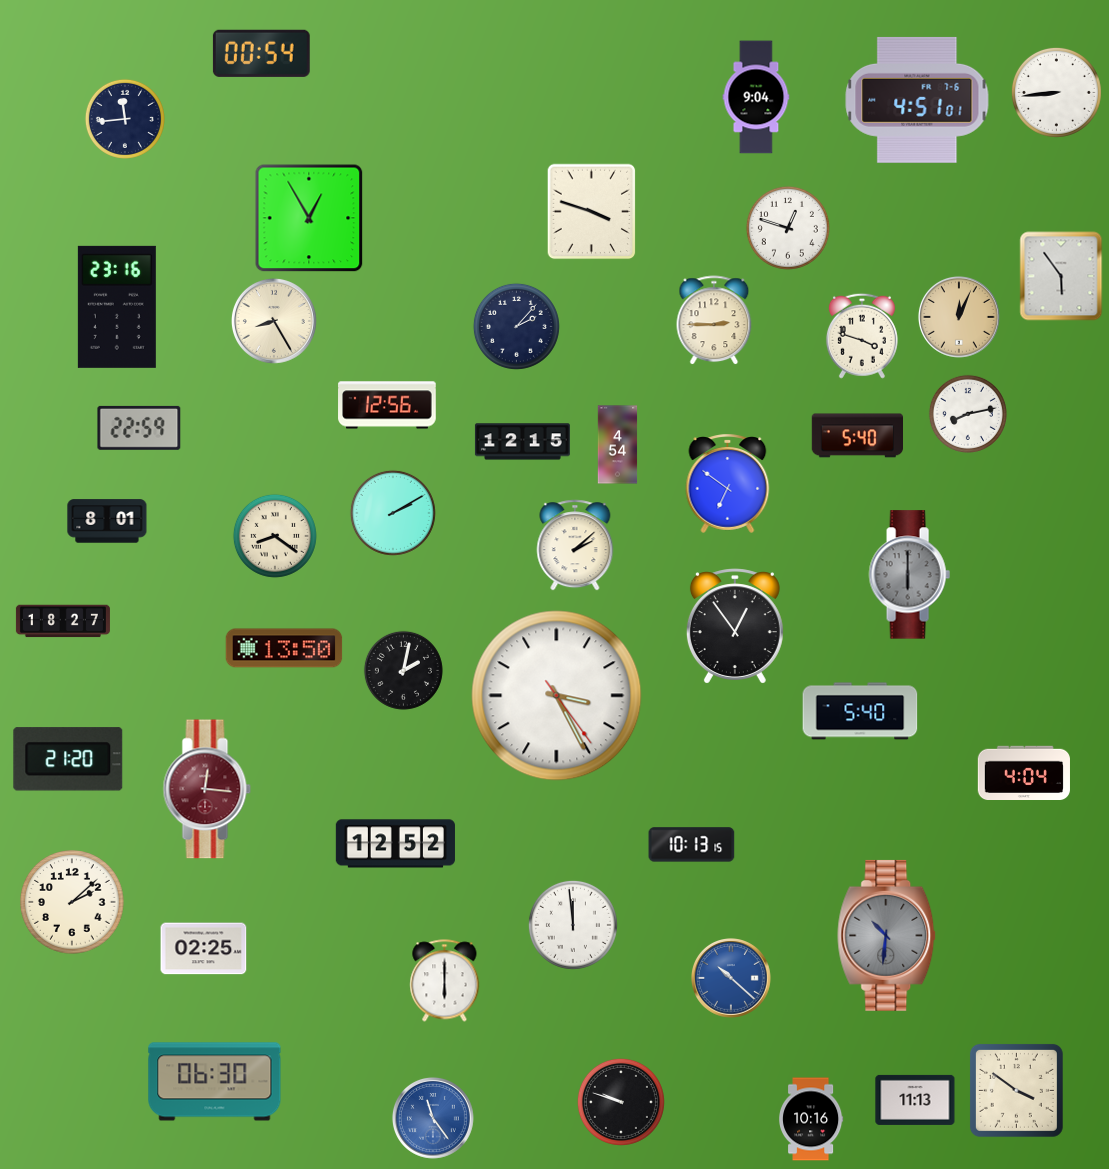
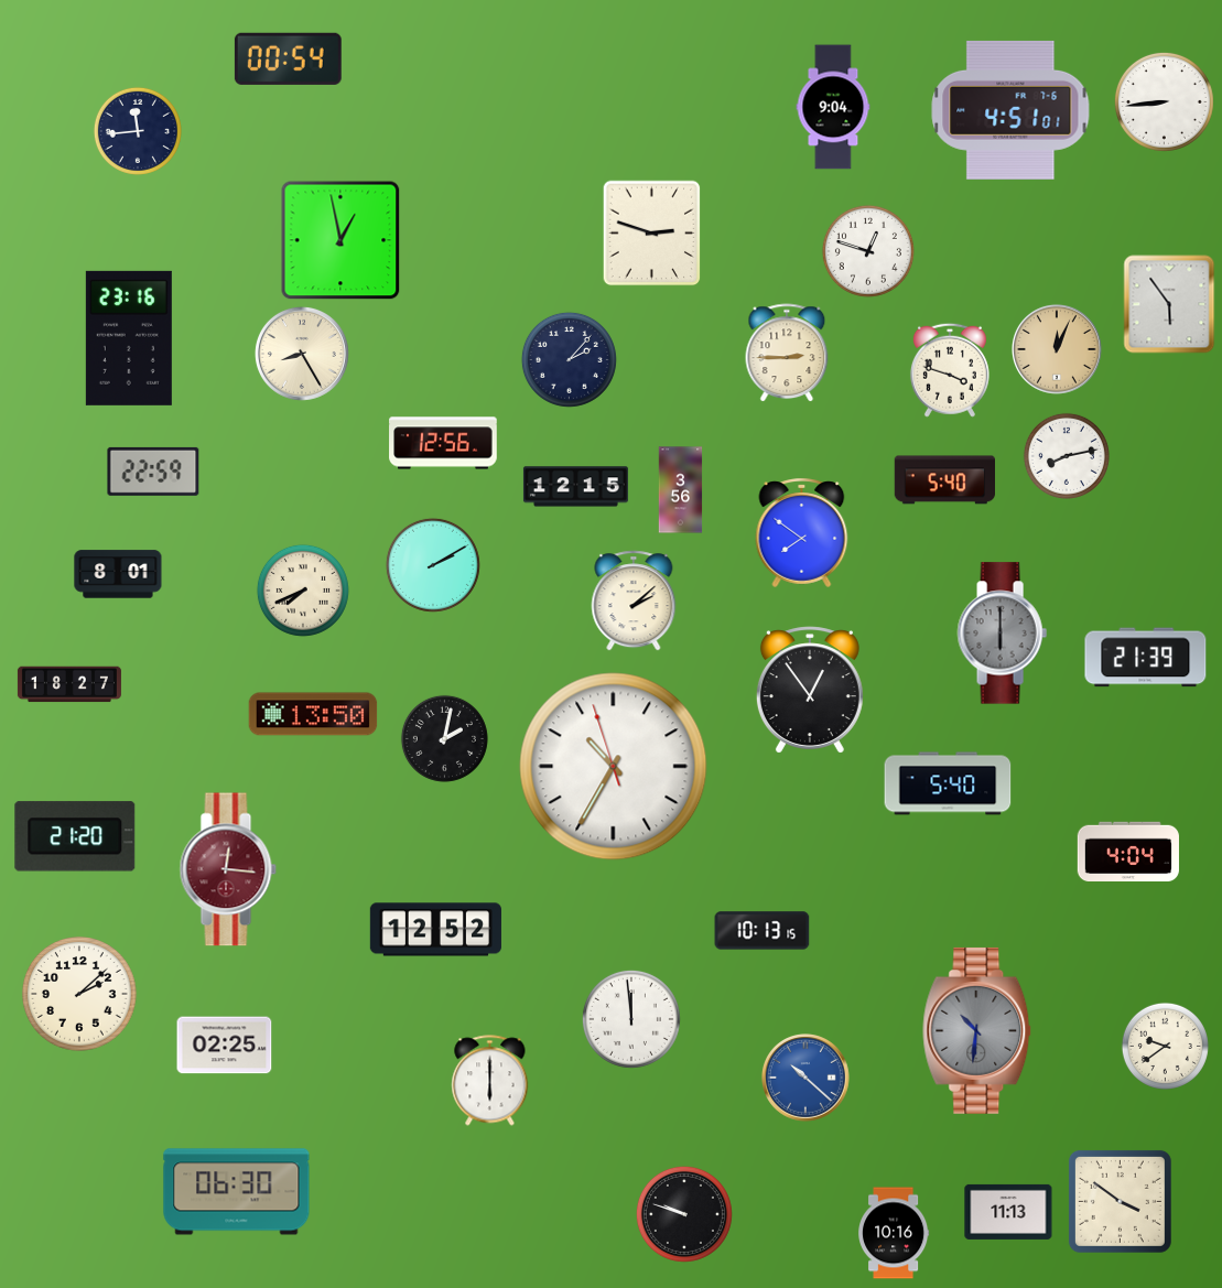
clock at (592, 212): 3:48 -> 2:48
clock at (309, 218): 12:55 -> 12:58
clock at (387, 405) position: (387, 405) -> (443, 443)
clock at (618, 445): 4:54 -> 3:56
clock at (728, 483): 6:51 -> 7:51
clock at (275, 536): 8:21 -> 7:41
clock at (1146, 658): none -> 21:39
clock at (557, 696): 3:25 -> 10:34
clock at (1165, 1046): none -> 9:39
clock at (433, 1118): 11:24 -> none
